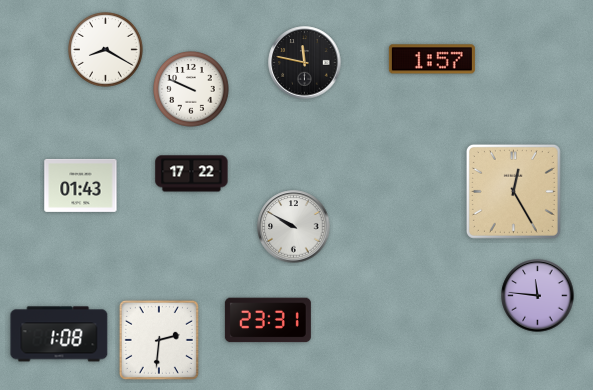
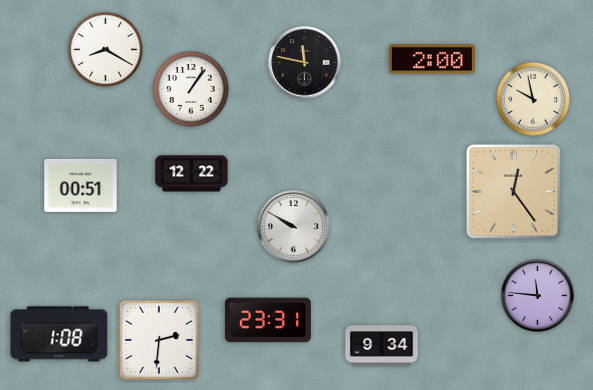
clock at (432, 59): 1:57 -> 2:00
clock at (191, 89): 9:49 -> 1:06
clock at (534, 100): none -> 9:58
clock at (192, 174): 17:22 -> 12:22
clock at (81, 185): 01:43 -> 00:51
clock at (513, 191): 12:25 -> 12:24
clock at (382, 346): none -> 9:34
